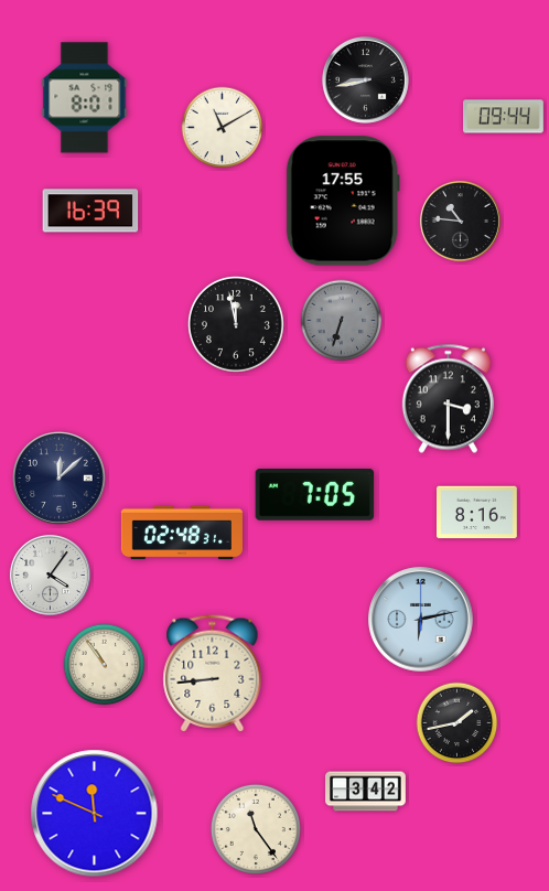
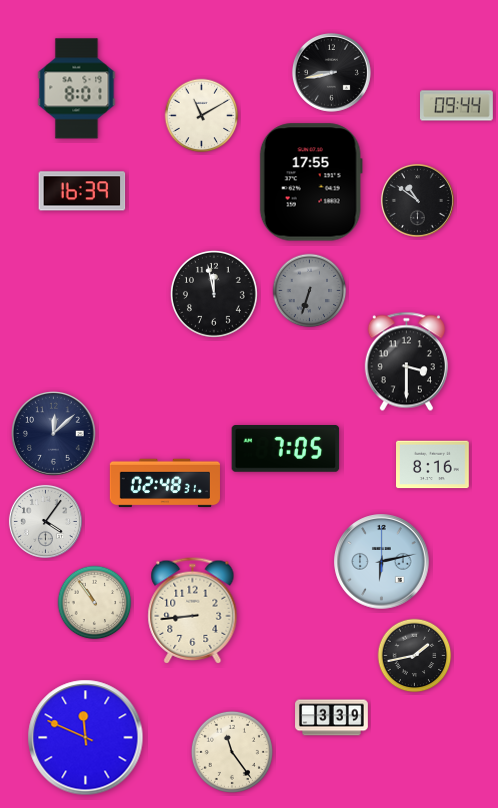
clock at (460, 221): 10:46 -> 10:51
clock at (366, 792): 3:42 -> 3:39
